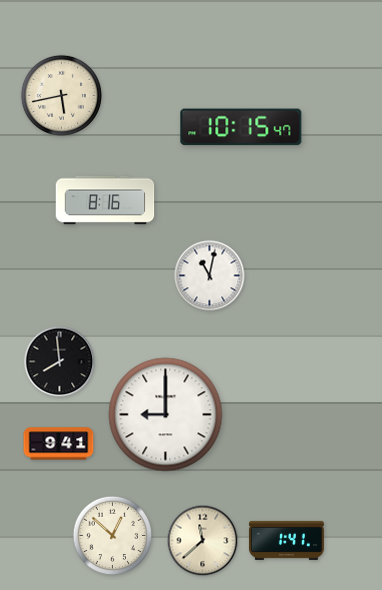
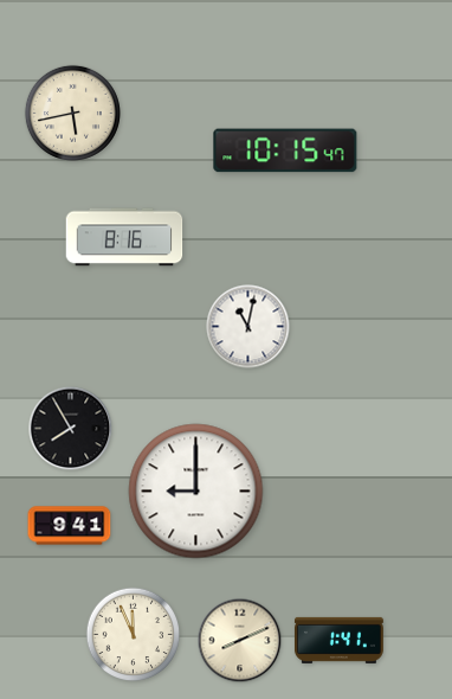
clock at (60, 362): 7:59 -> 7:55
clock at (113, 536): 12:52 -> 11:56
clock at (203, 541): 11:38 -> 8:11
